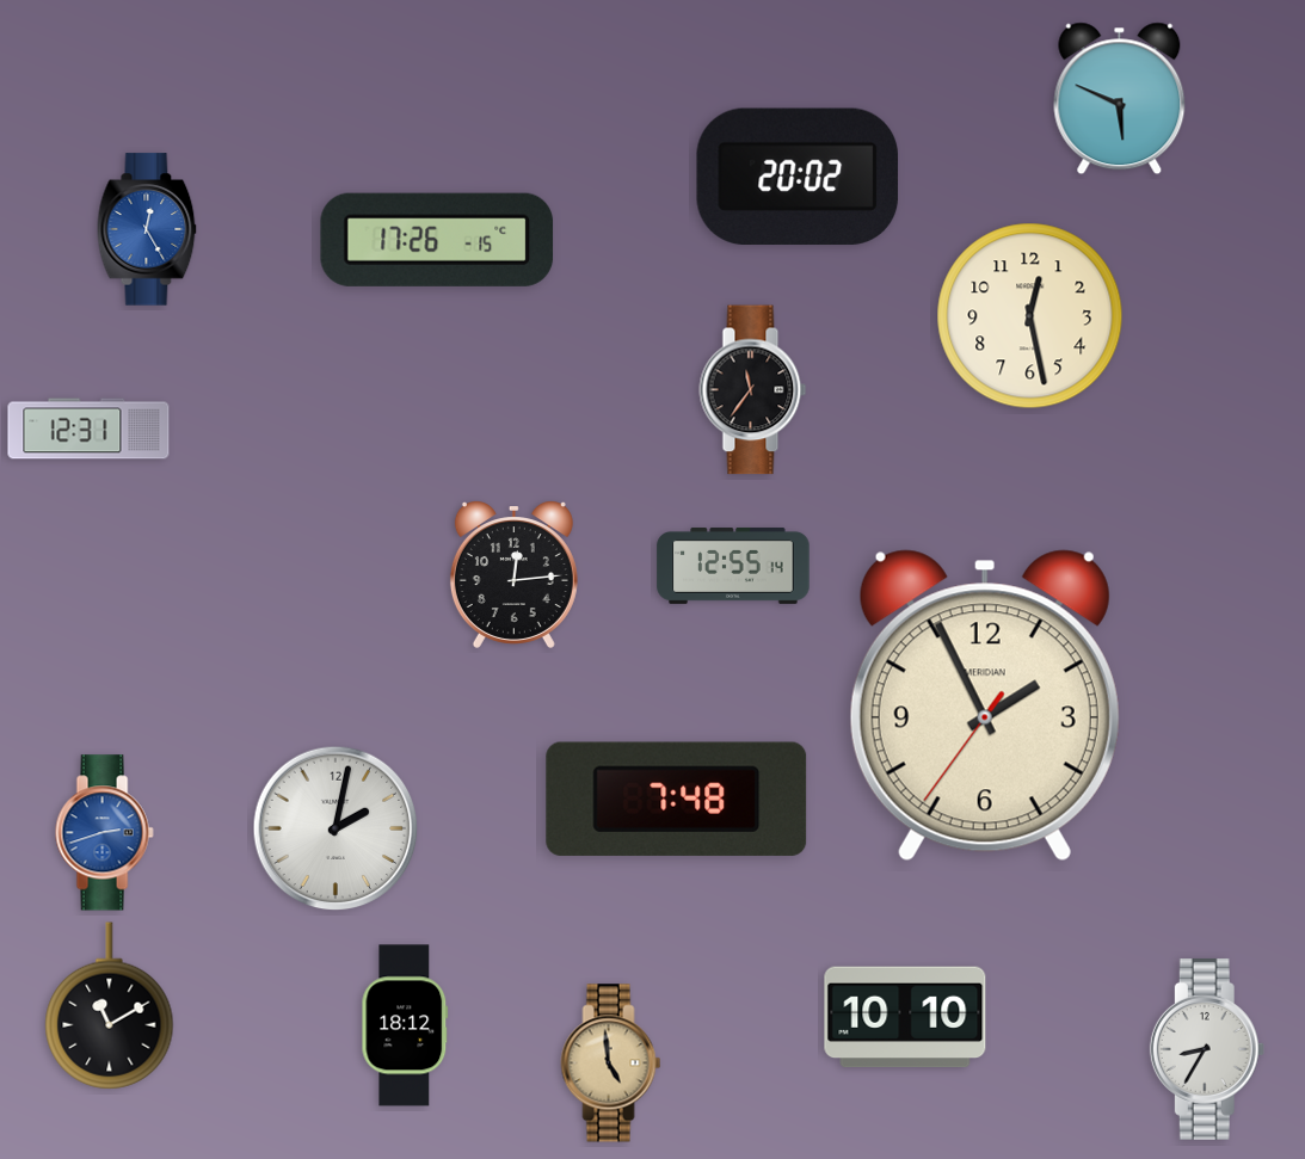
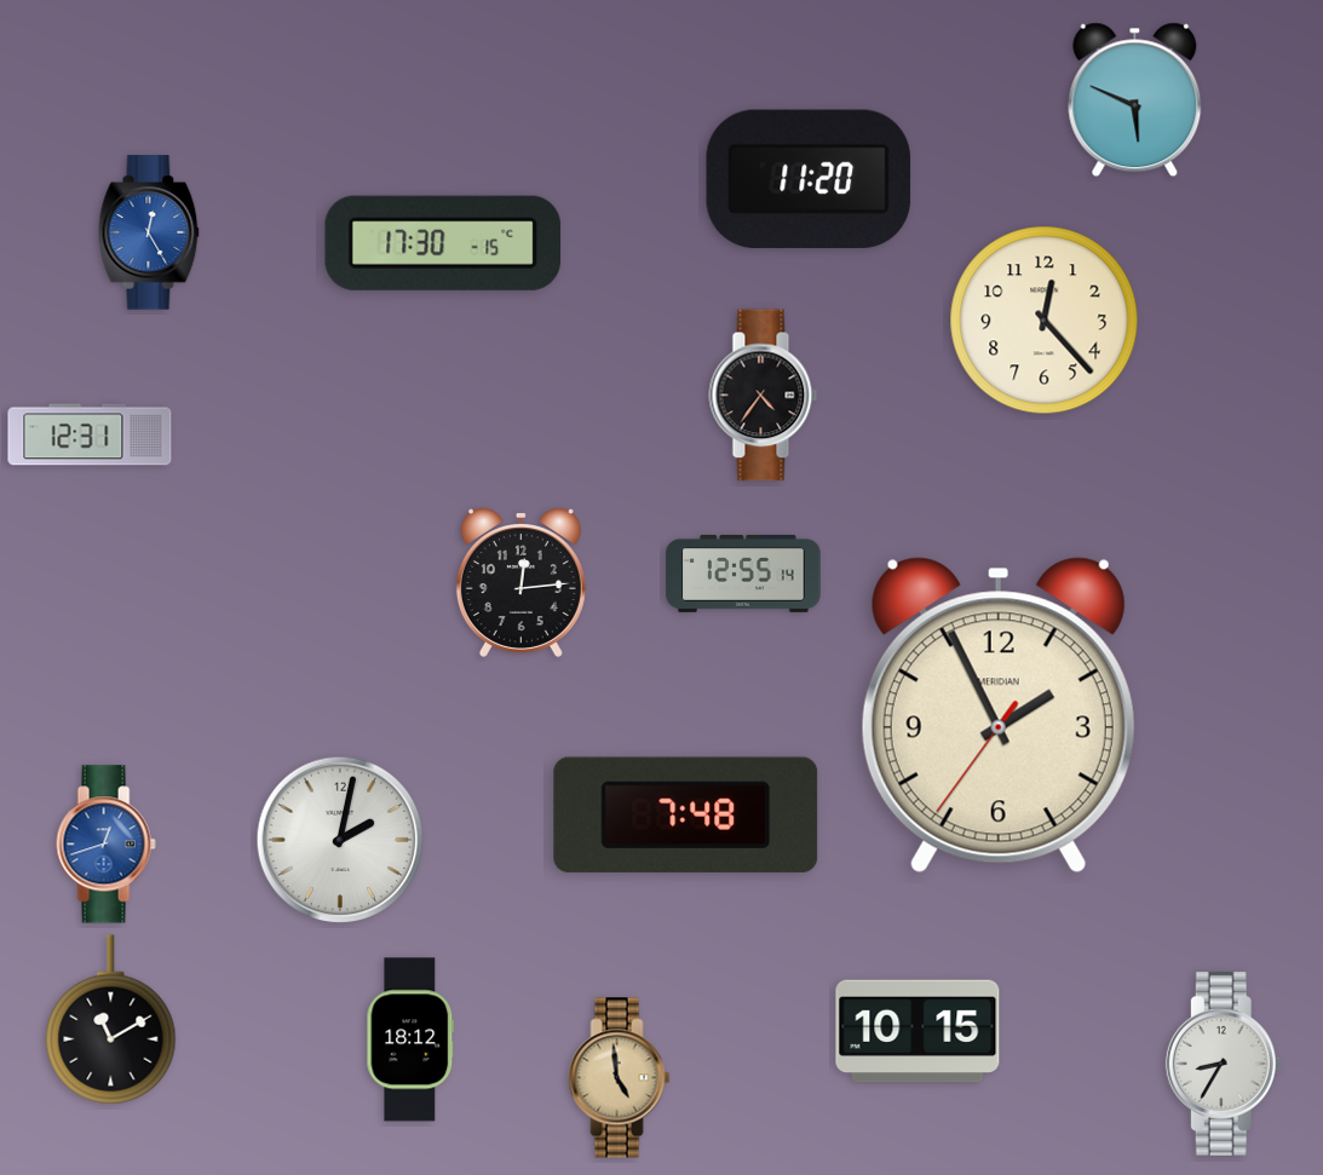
clock at (798, 177): 20:02 -> 11:20
clock at (437, 240): 17:26 -> 17:30
clock at (1030, 316): 12:28 -> 12:23
clock at (753, 390): 11:36 -> 4:36
clock at (677, 799) position: (677, 799) -> (686, 814)
clock at (104, 833): 2:42 -> 12:42
clock at (905, 1017): 10:10 -> 10:15
